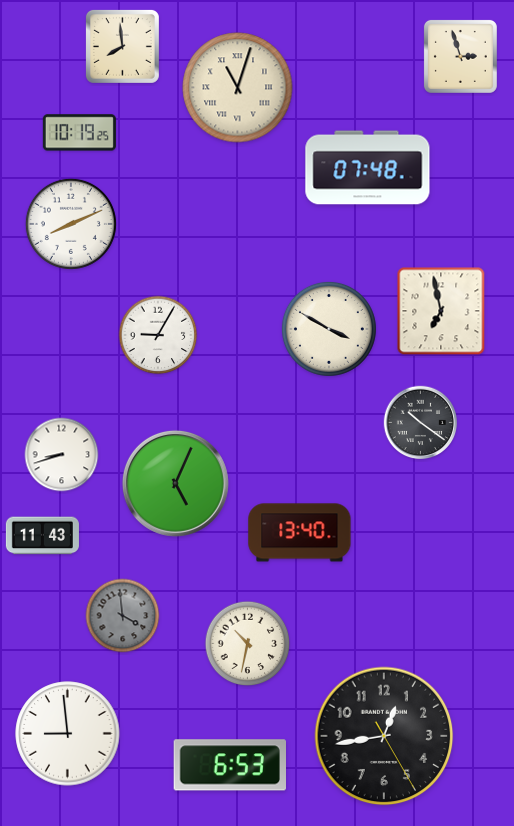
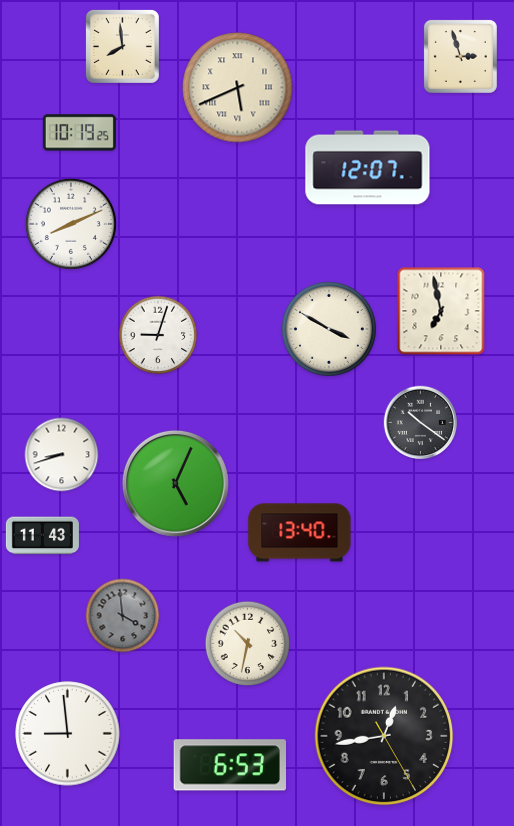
clock at (238, 88): 11:03 -> 5:41
clock at (368, 168): 07:48 -> 12:07
clock at (158, 335): 9:05 -> 9:03
